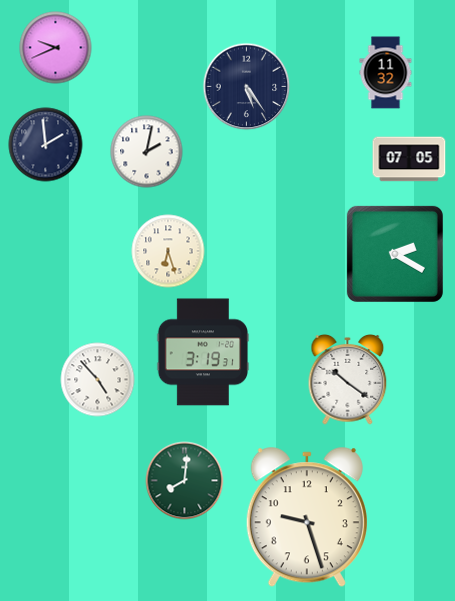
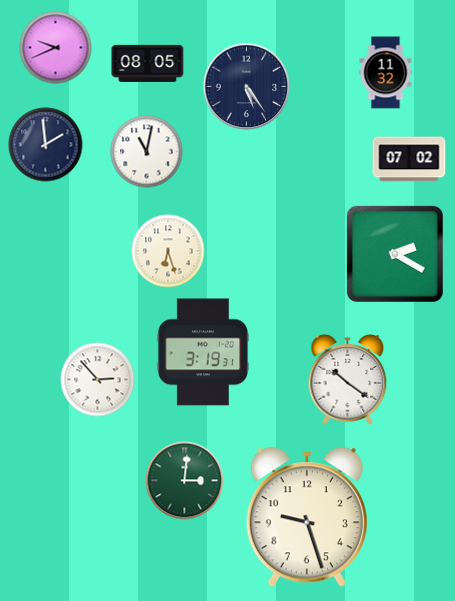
clock at (148, 63): none -> 08:05
clock at (147, 152): 2:02 -> 11:02
clock at (409, 159): 07:05 -> 07:02
clock at (98, 380): 4:53 -> 2:53
clock at (185, 481): 8:01 -> 3:01
